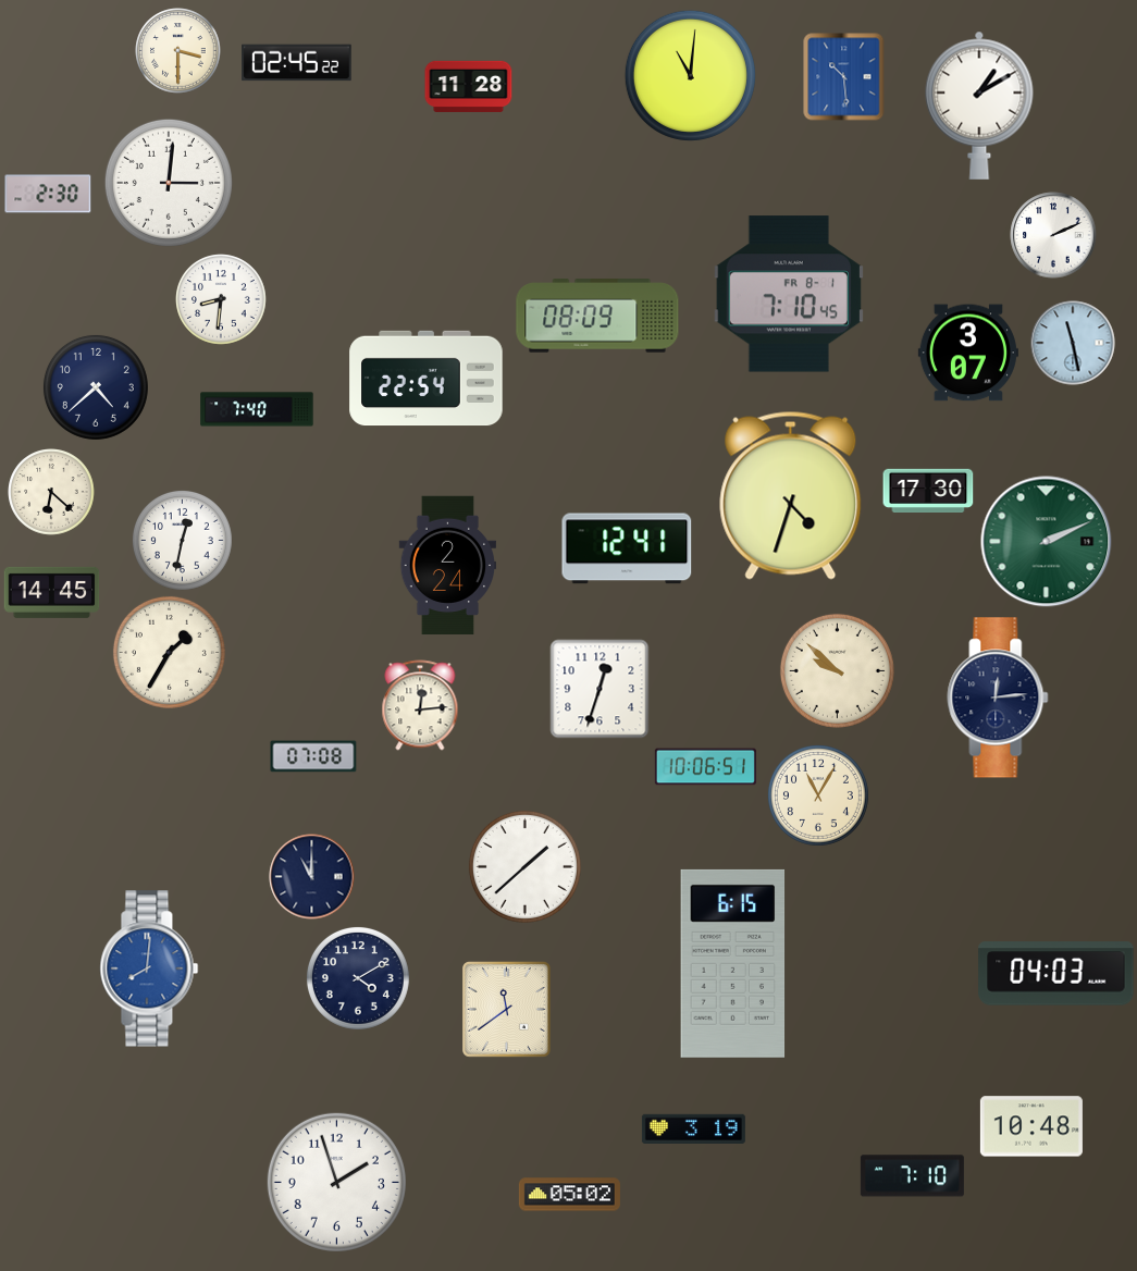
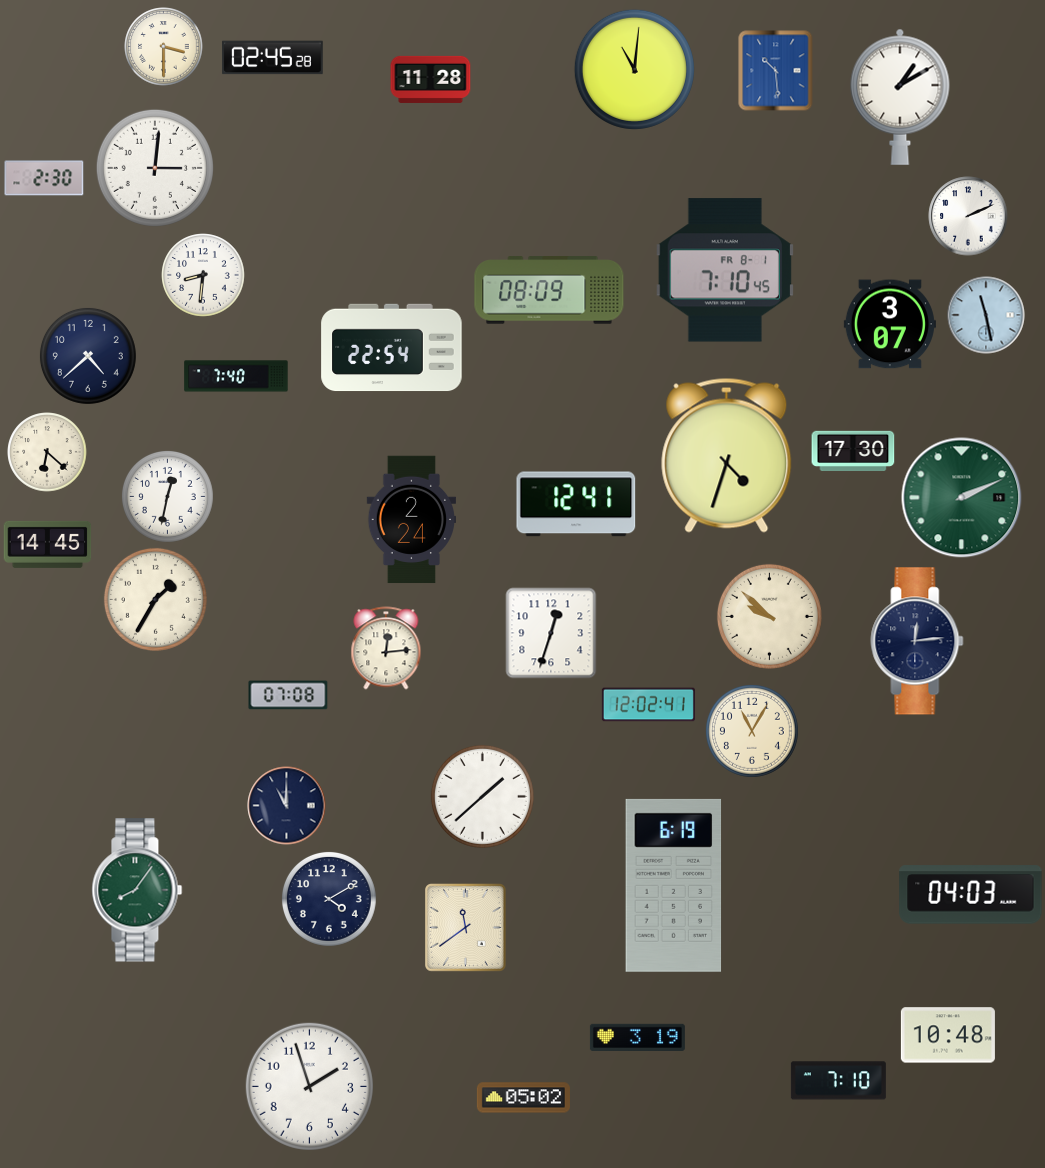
clock at (297, 63): 02:45:22 -> 02:45:28
clock at (705, 767): 10:06 -> 12:02
clock at (733, 963): 6:15 -> 6:19
clock at (149, 968): 8:01 -> 8:06
clock at (149, 968) dial: blue -> green
